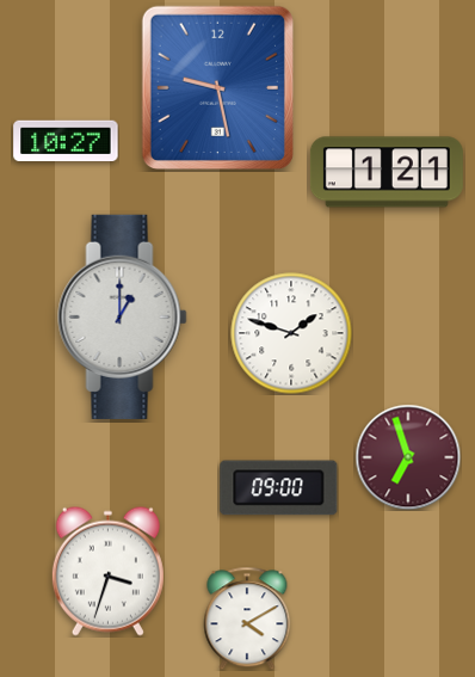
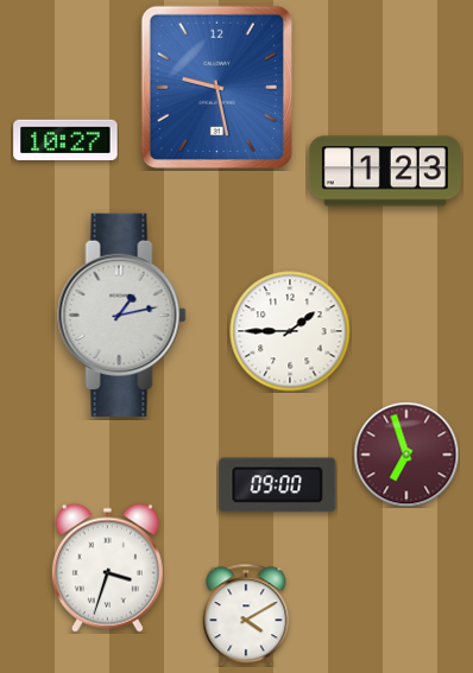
clock at (387, 172): 1:21 -> 1:23
clock at (123, 316): 1:00 -> 1:13
clock at (291, 333): 1:48 -> 1:45
